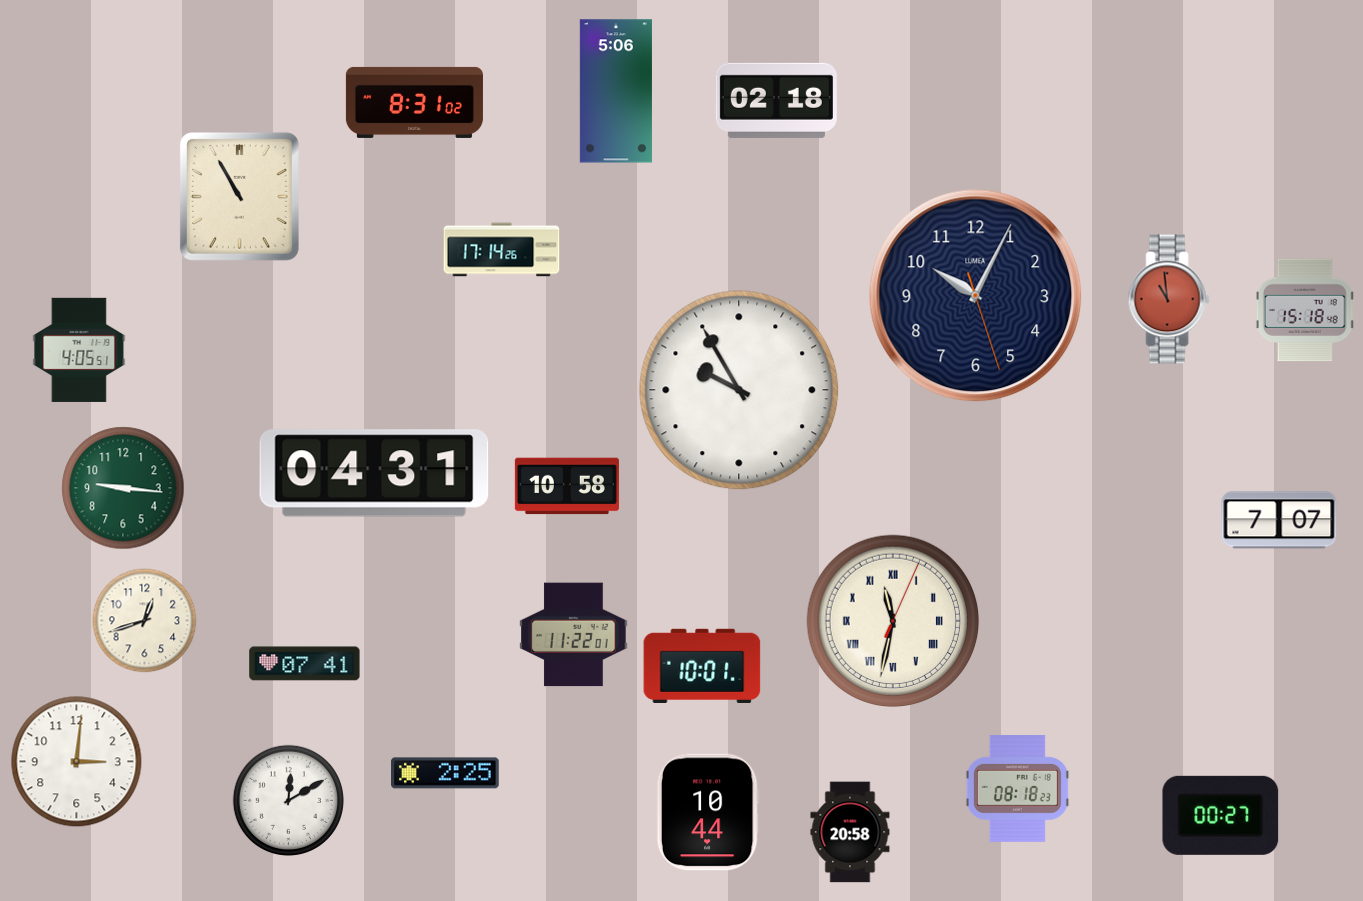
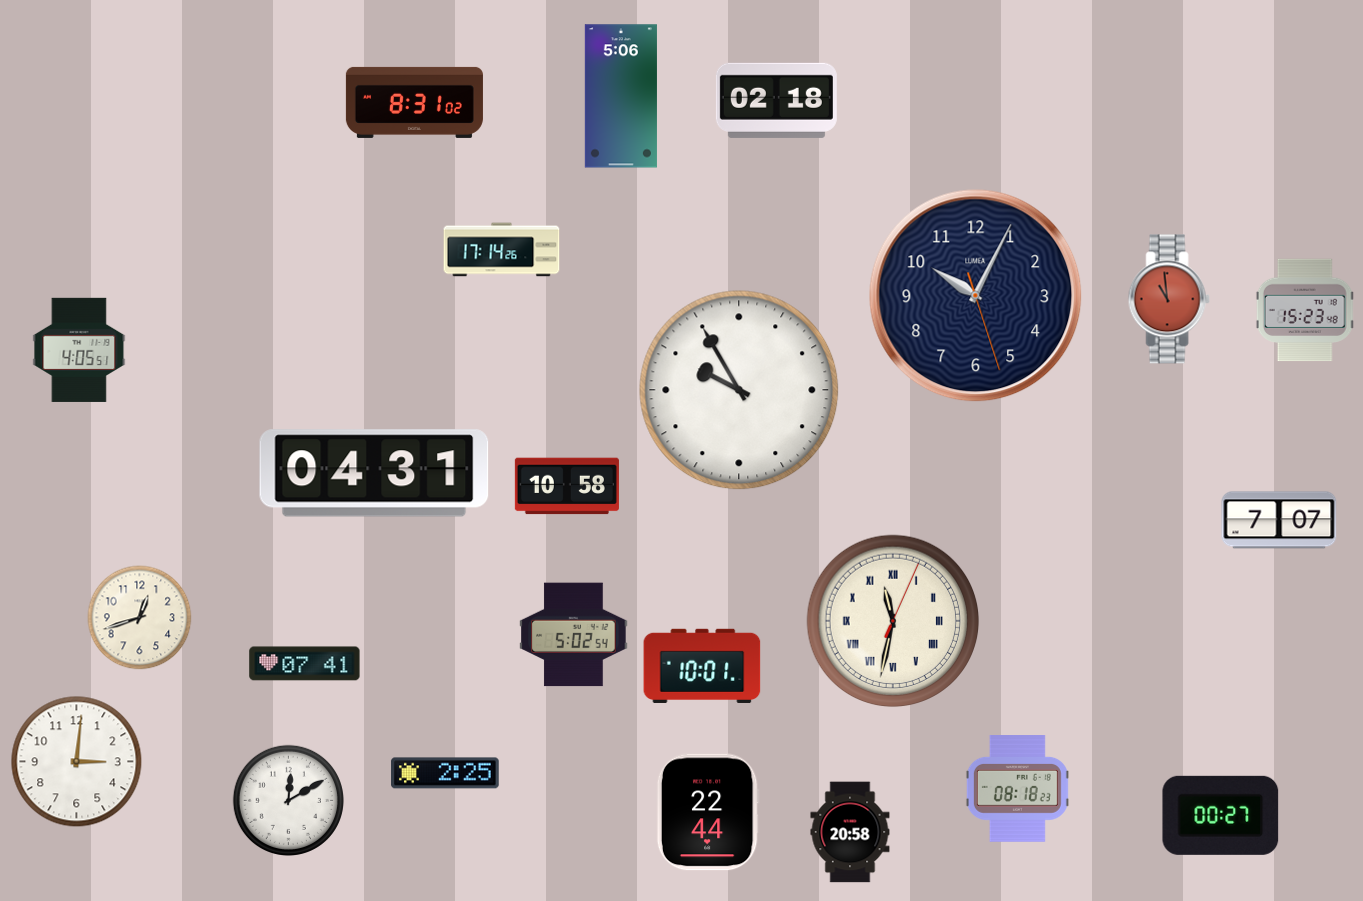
clock at (616, 91) position: (616, 91) -> (621, 96)
clock at (239, 196): 10:55 -> none
clock at (1305, 310): 15:18 -> 15:23
clock at (123, 488): 9:16 -> none
clock at (145, 621) position: (145, 621) -> (140, 618)
clock at (574, 635): 11:22 -> 5:02
clock at (708, 812): 10:44 -> 22:44
